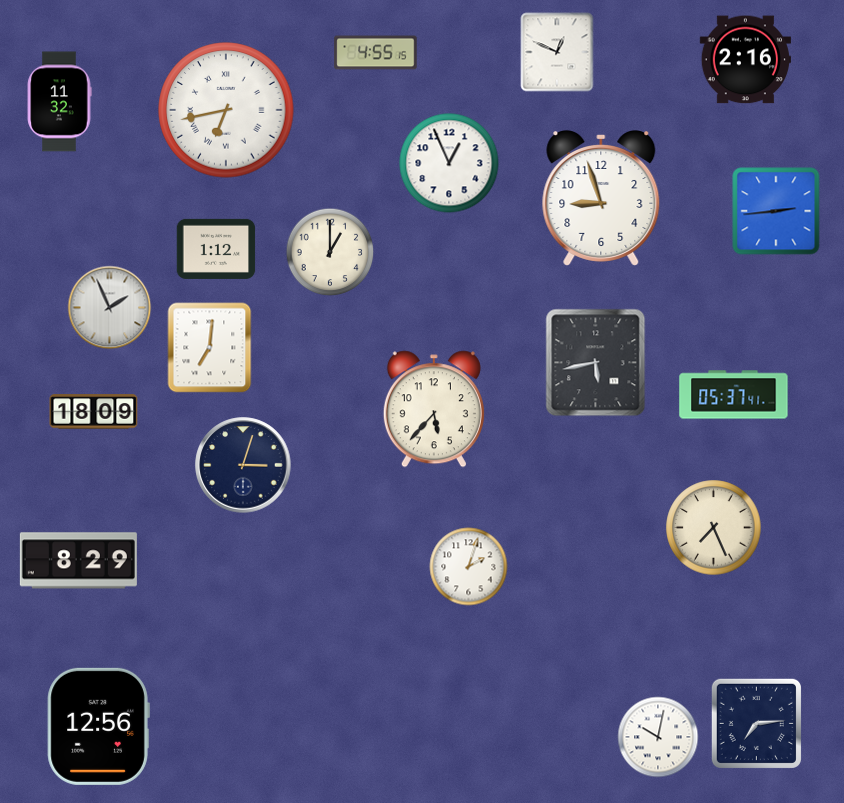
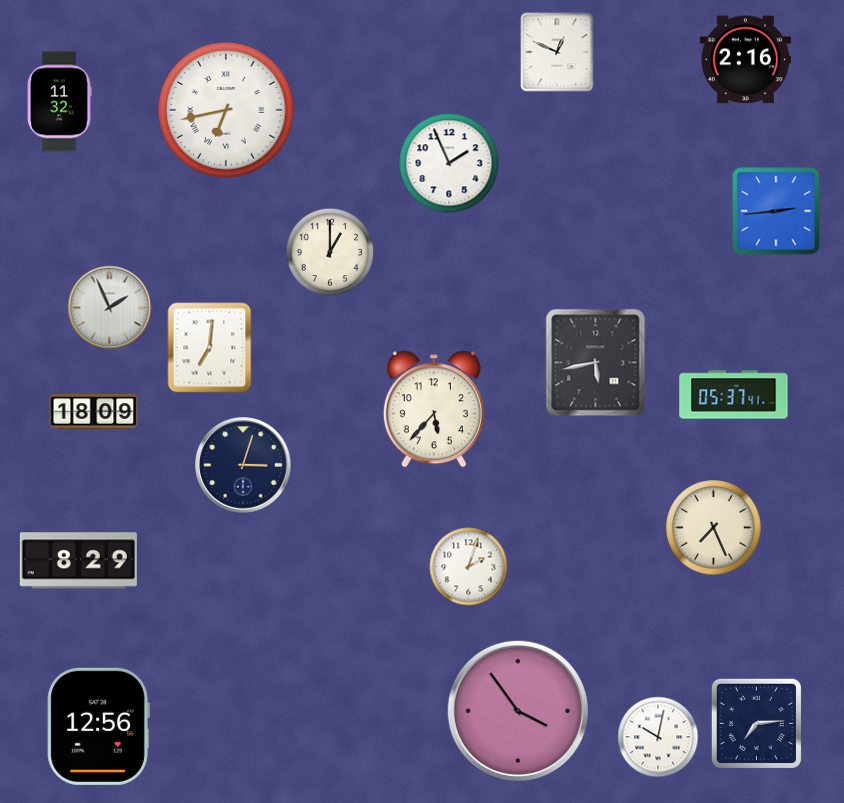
clock at (376, 53): 4:55 -> none
clock at (449, 163): 12:56 -> 1:56
clock at (601, 199): 8:57 -> none
clock at (216, 249): 1:12 -> none
clock at (518, 711): none -> 3:54
